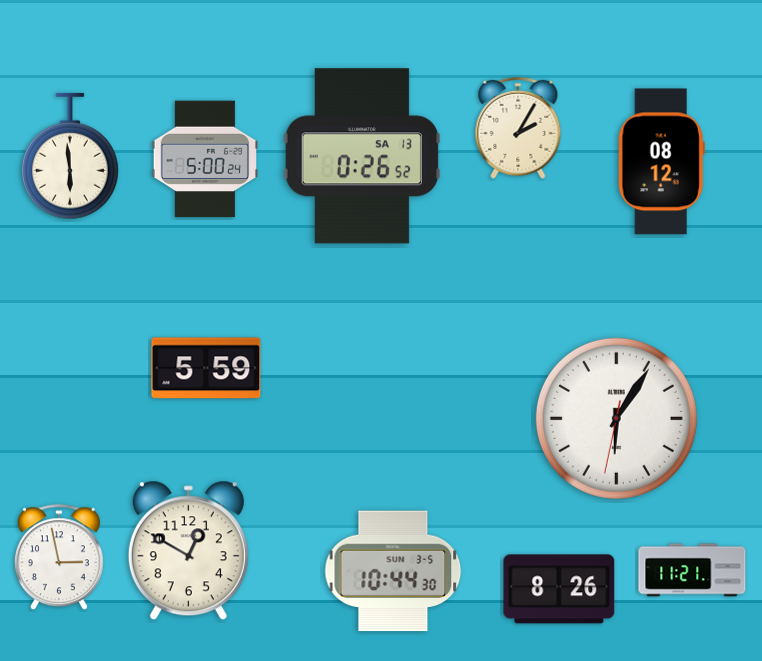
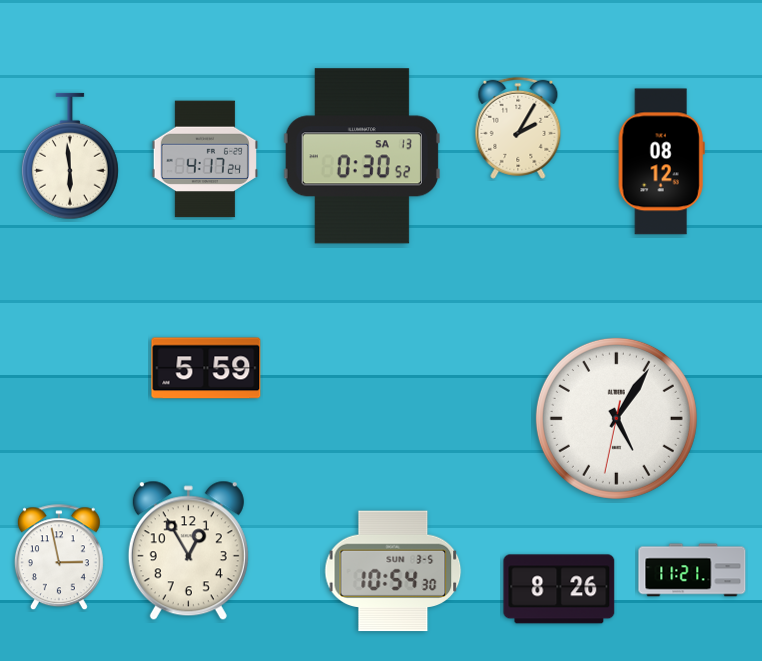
clock at (362, 156): 0:26 -> 0:30
clock at (205, 159): 5:00 -> 4:17
clock at (616, 418): 6:05 -> 5:05
clock at (188, 551): 12:50 -> 12:55
clock at (393, 571): 10:44 -> 10:54
